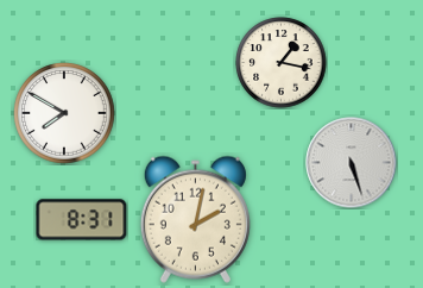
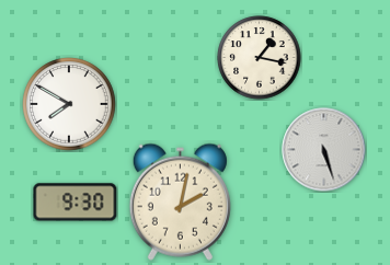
clock at (64, 113) position: (64, 113) -> (69, 104)
clock at (82, 220): 8:31 -> 9:30
